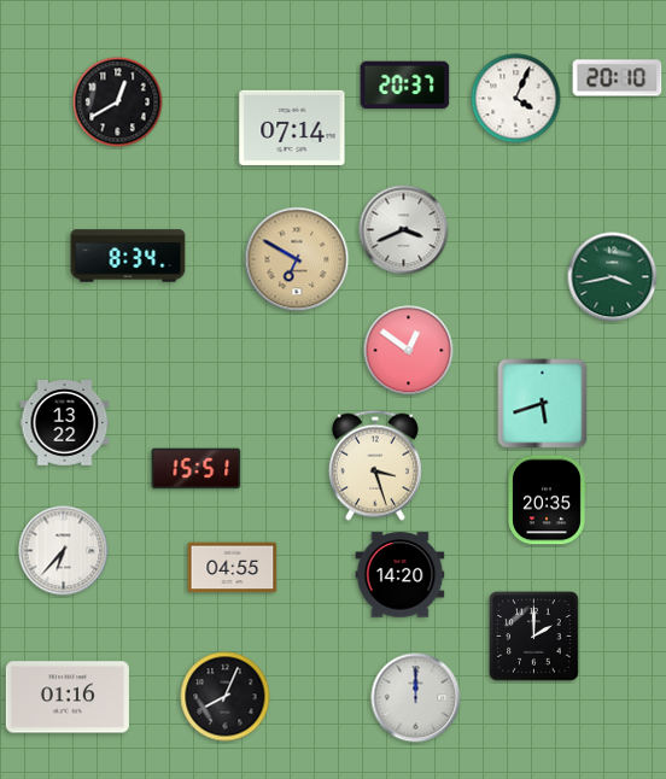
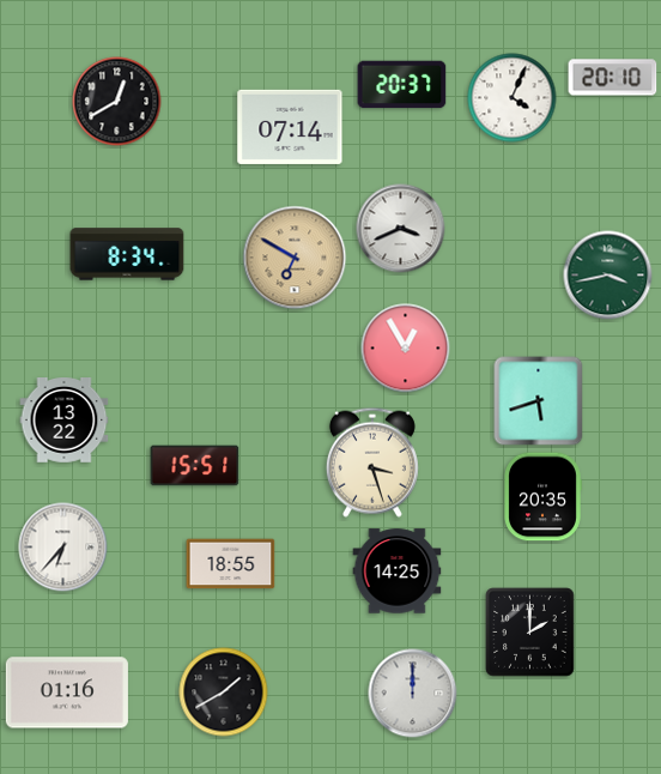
clock at (409, 351): 12:51 -> 12:55
clock at (233, 568): 04:55 -> 18:55
clock at (401, 575): 14:20 -> 14:25
clock at (226, 697): 8:04 -> 1:40
